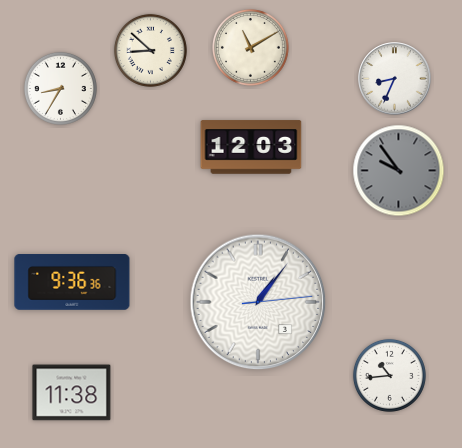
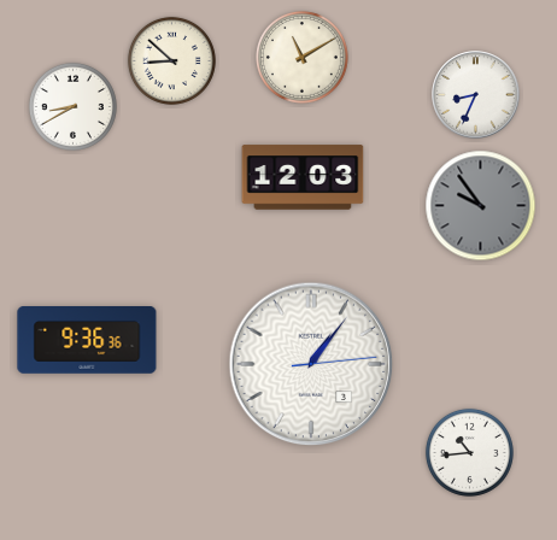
clock at (150, 50) position: (150, 50) -> (171, 60)
clock at (60, 88): 8:35 -> 8:40
clock at (72, 393): 11:38 -> none
